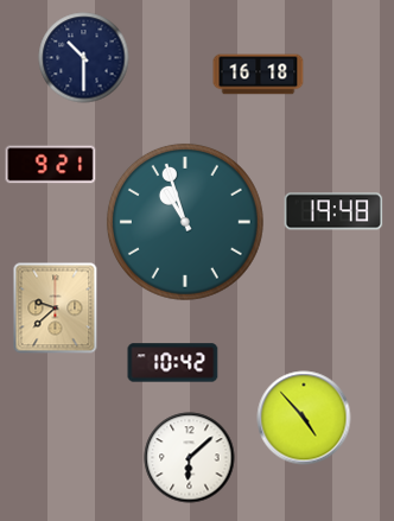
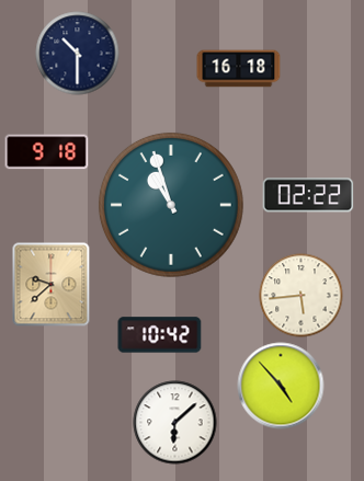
clock at (51, 165): 9:21 -> 9:18
clock at (333, 211): 19:48 -> 02:22
clock at (302, 296): none -> 5:44
